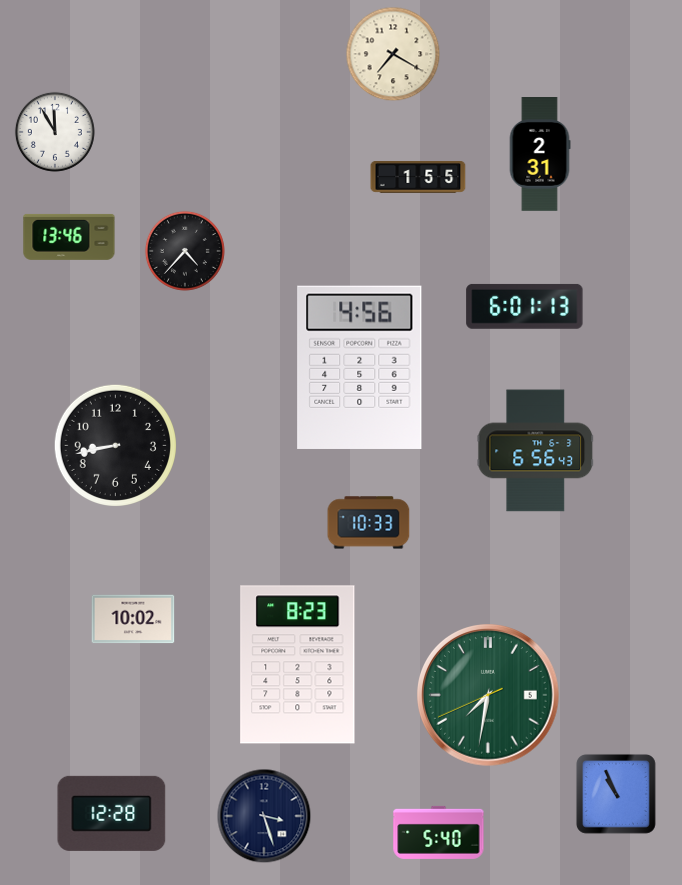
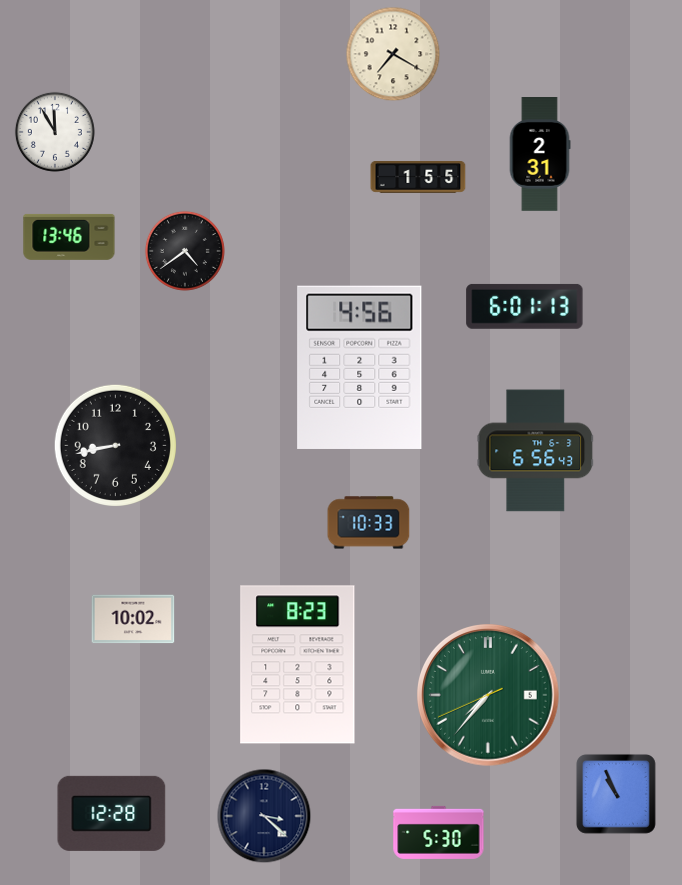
clock at (185, 251): 4:37 -> 4:39
clock at (488, 695): 7:31 -> 7:36
clock at (264, 816): 3:27 -> 3:22
clock at (439, 832): 5:40 -> 5:30
